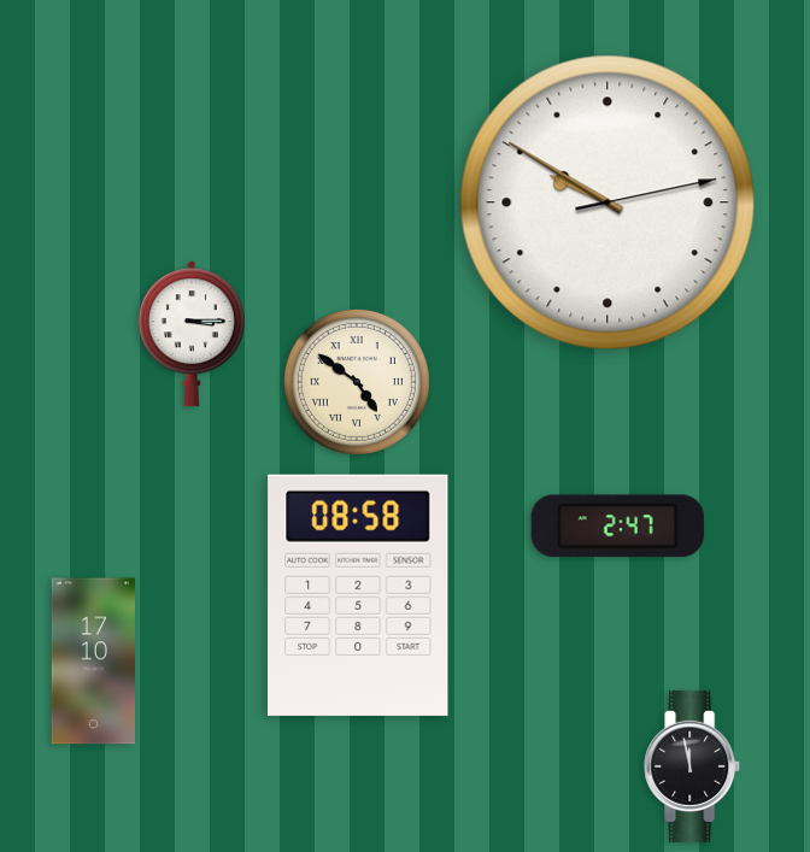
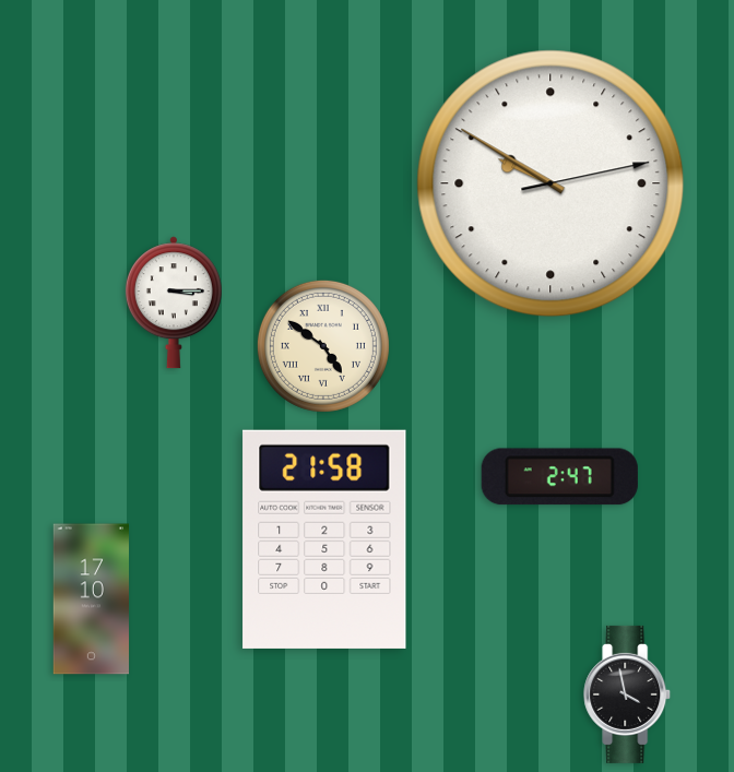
clock at (358, 595): 08:58 -> 21:58
clock at (93, 662) position: (93, 662) -> (91, 599)
clock at (693, 766): 11:58 -> 3:58
